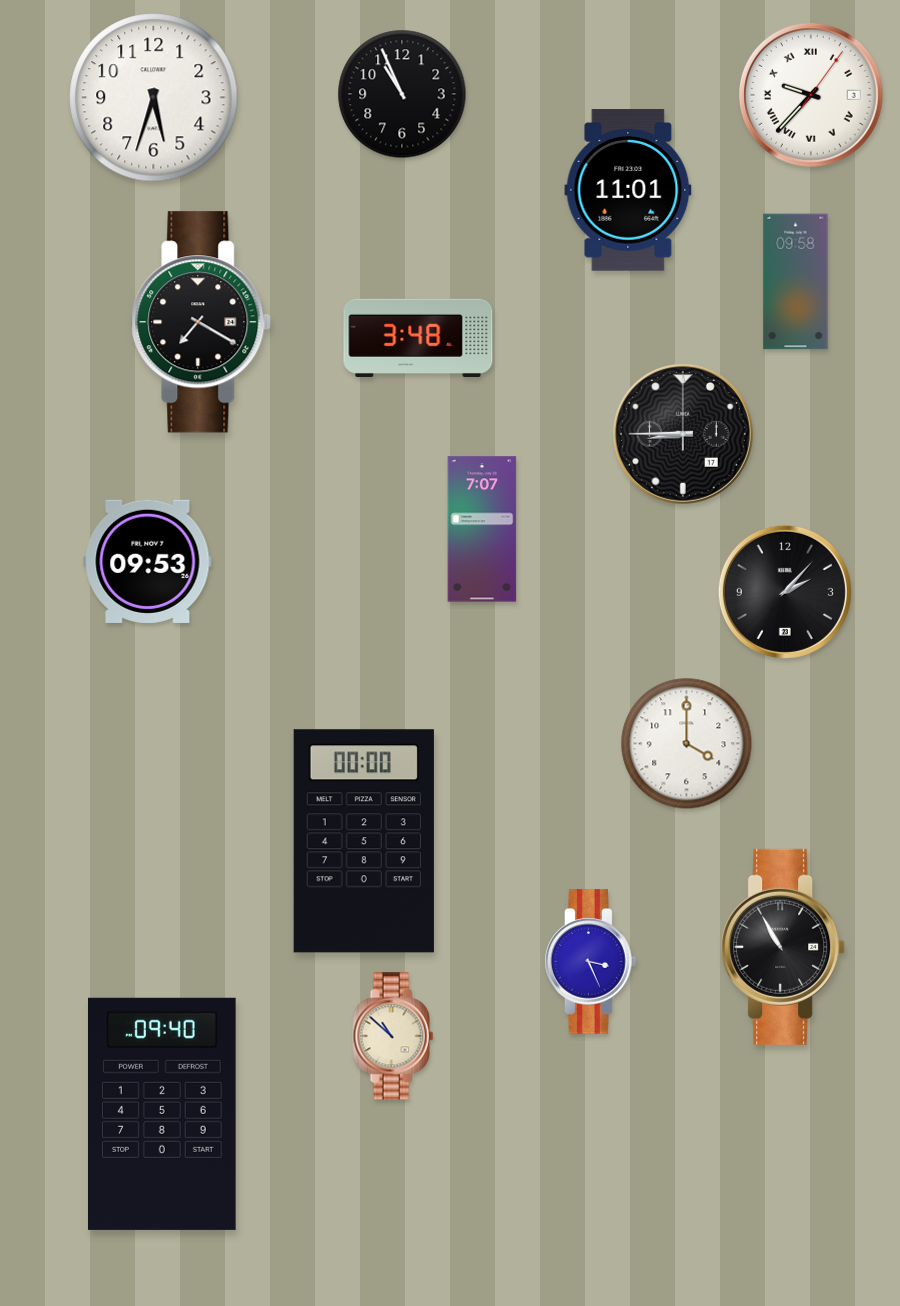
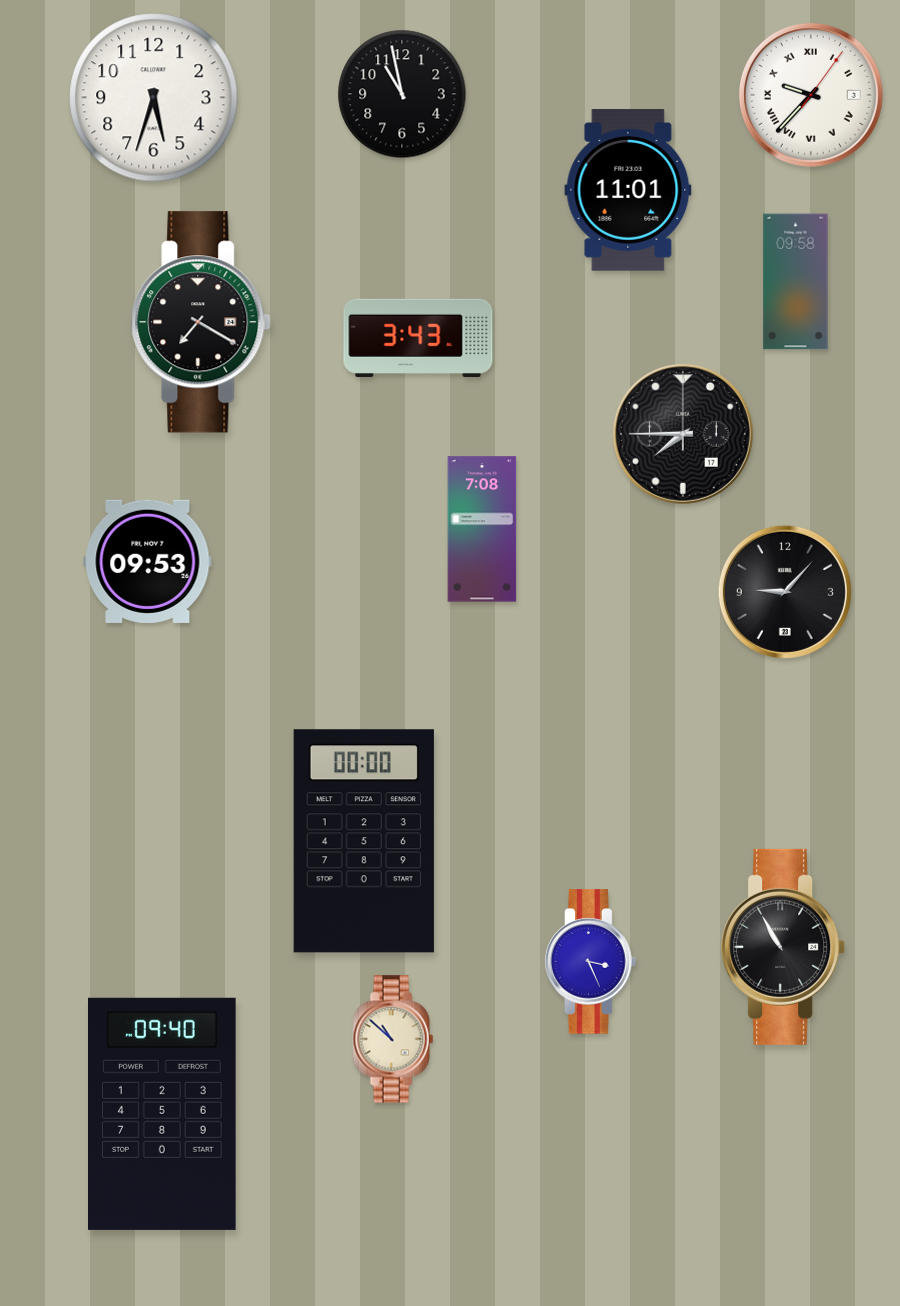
clock at (402, 94): 10:56 -> 10:58
clock at (418, 338): 3:48 -> 3:43
clock at (683, 434): 8:45 -> 7:45
clock at (482, 529): 7:07 -> 7:08
clock at (785, 592): 2:07 -> 9:07
clock at (687, 744): 4:00 -> none
clock at (393, 1036) position: (393, 1036) -> (393, 1039)
